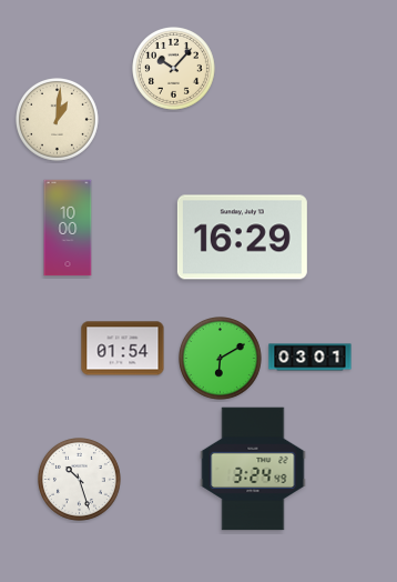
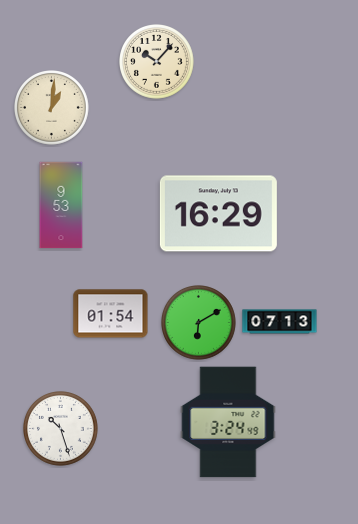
clock at (68, 228): 10:00 -> 9:53
clock at (311, 358): 03:01 -> 07:13
clock at (80, 480) position: (80, 480) -> (61, 429)
